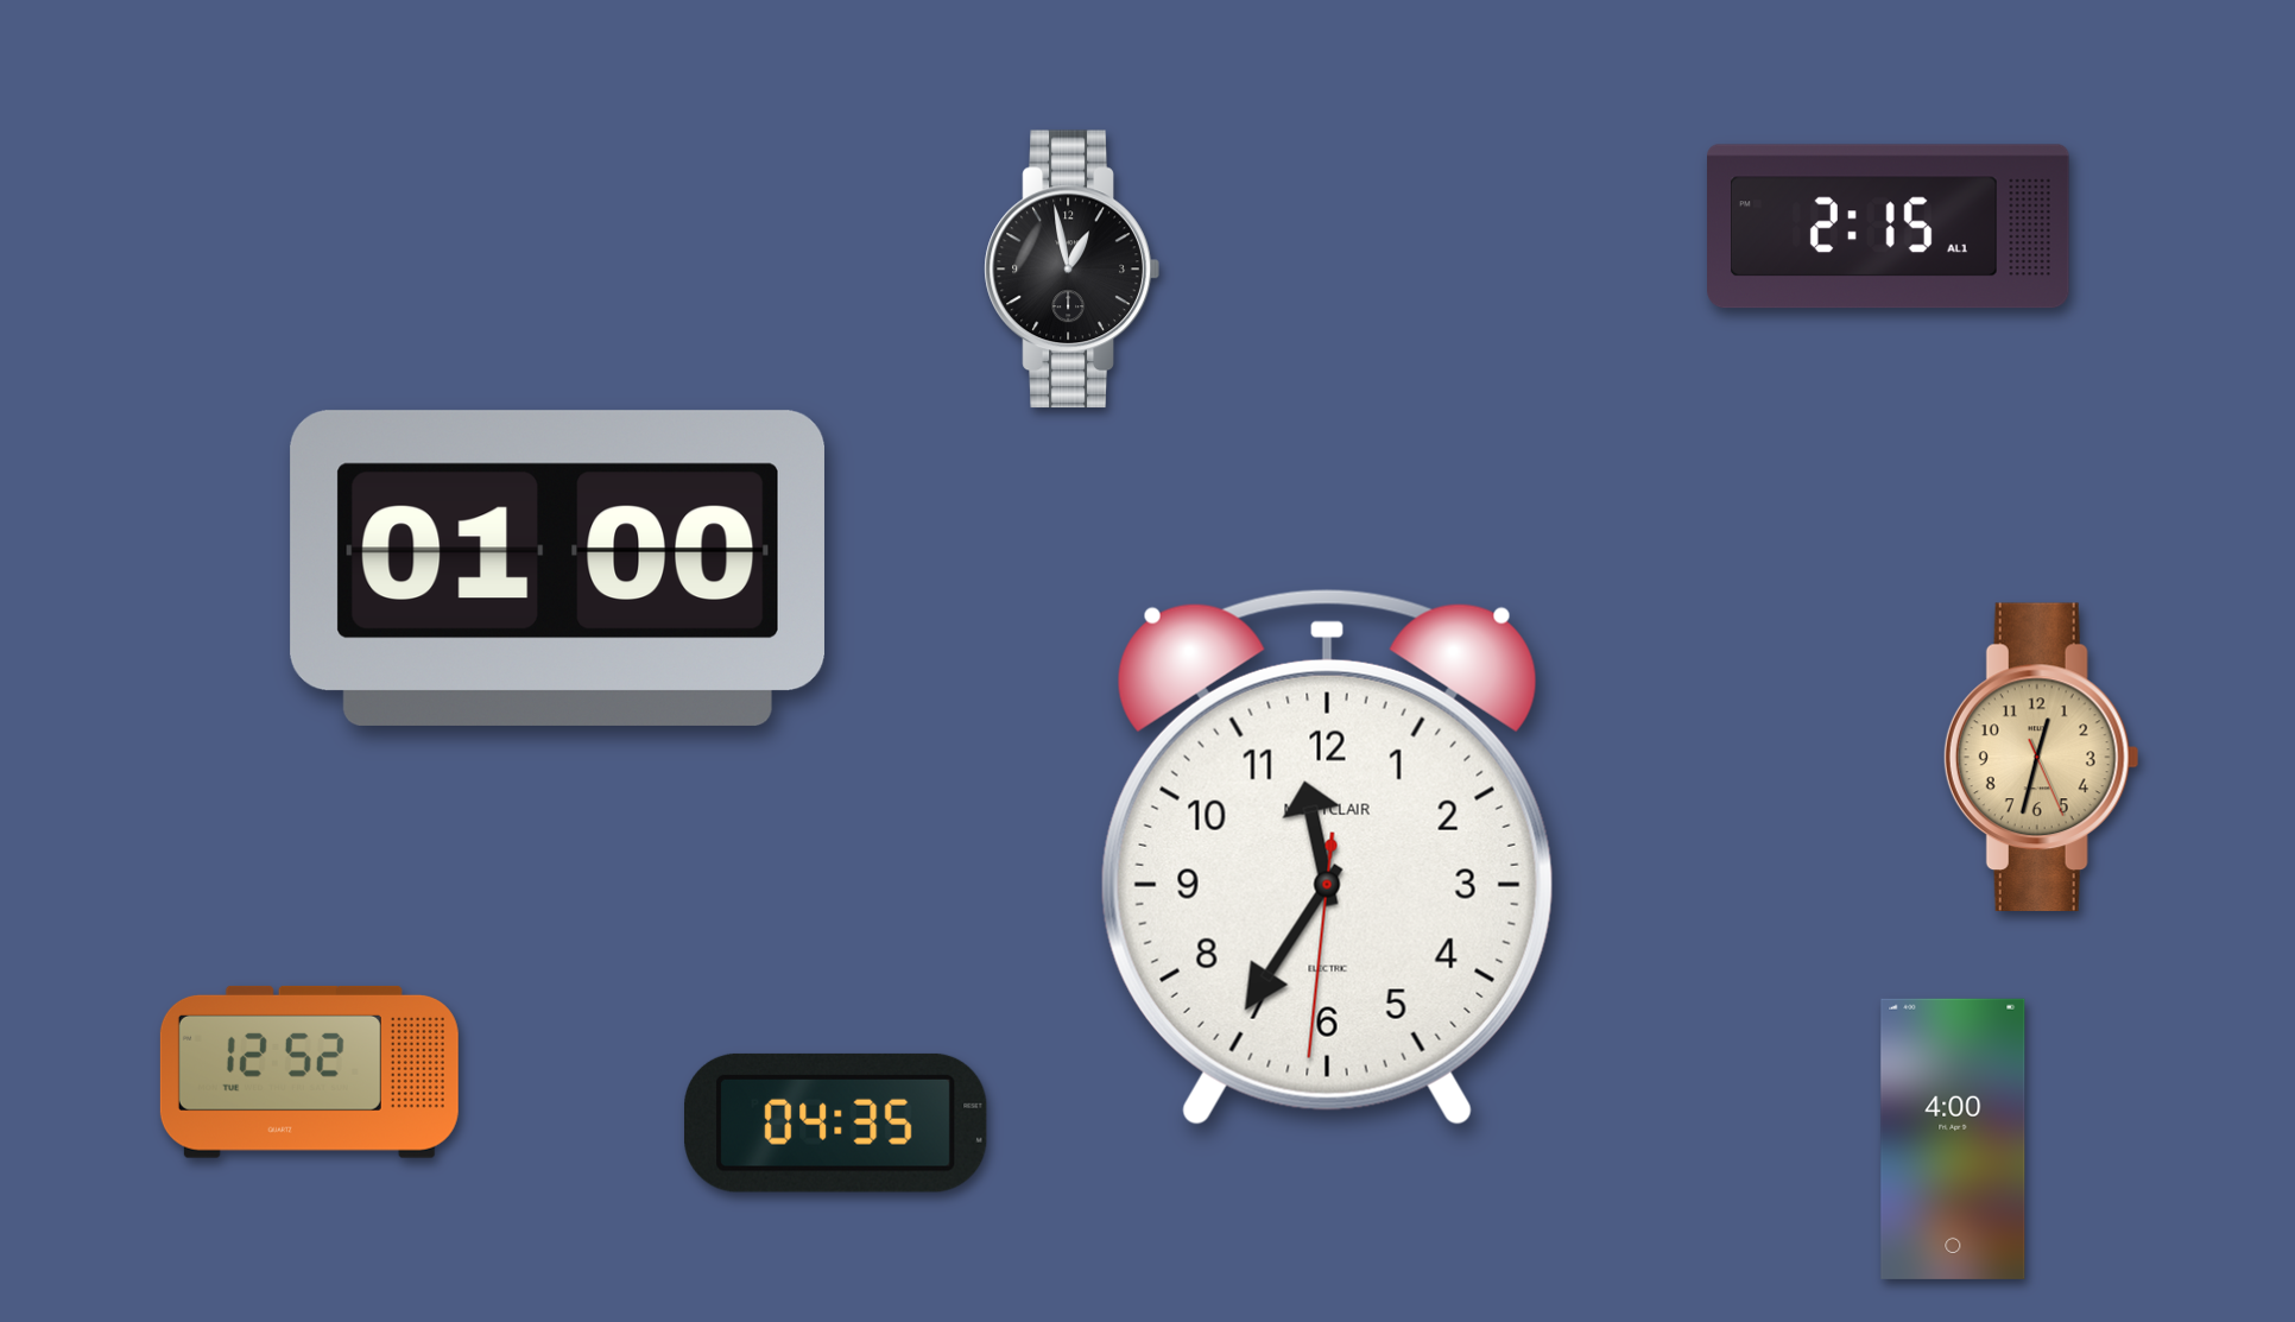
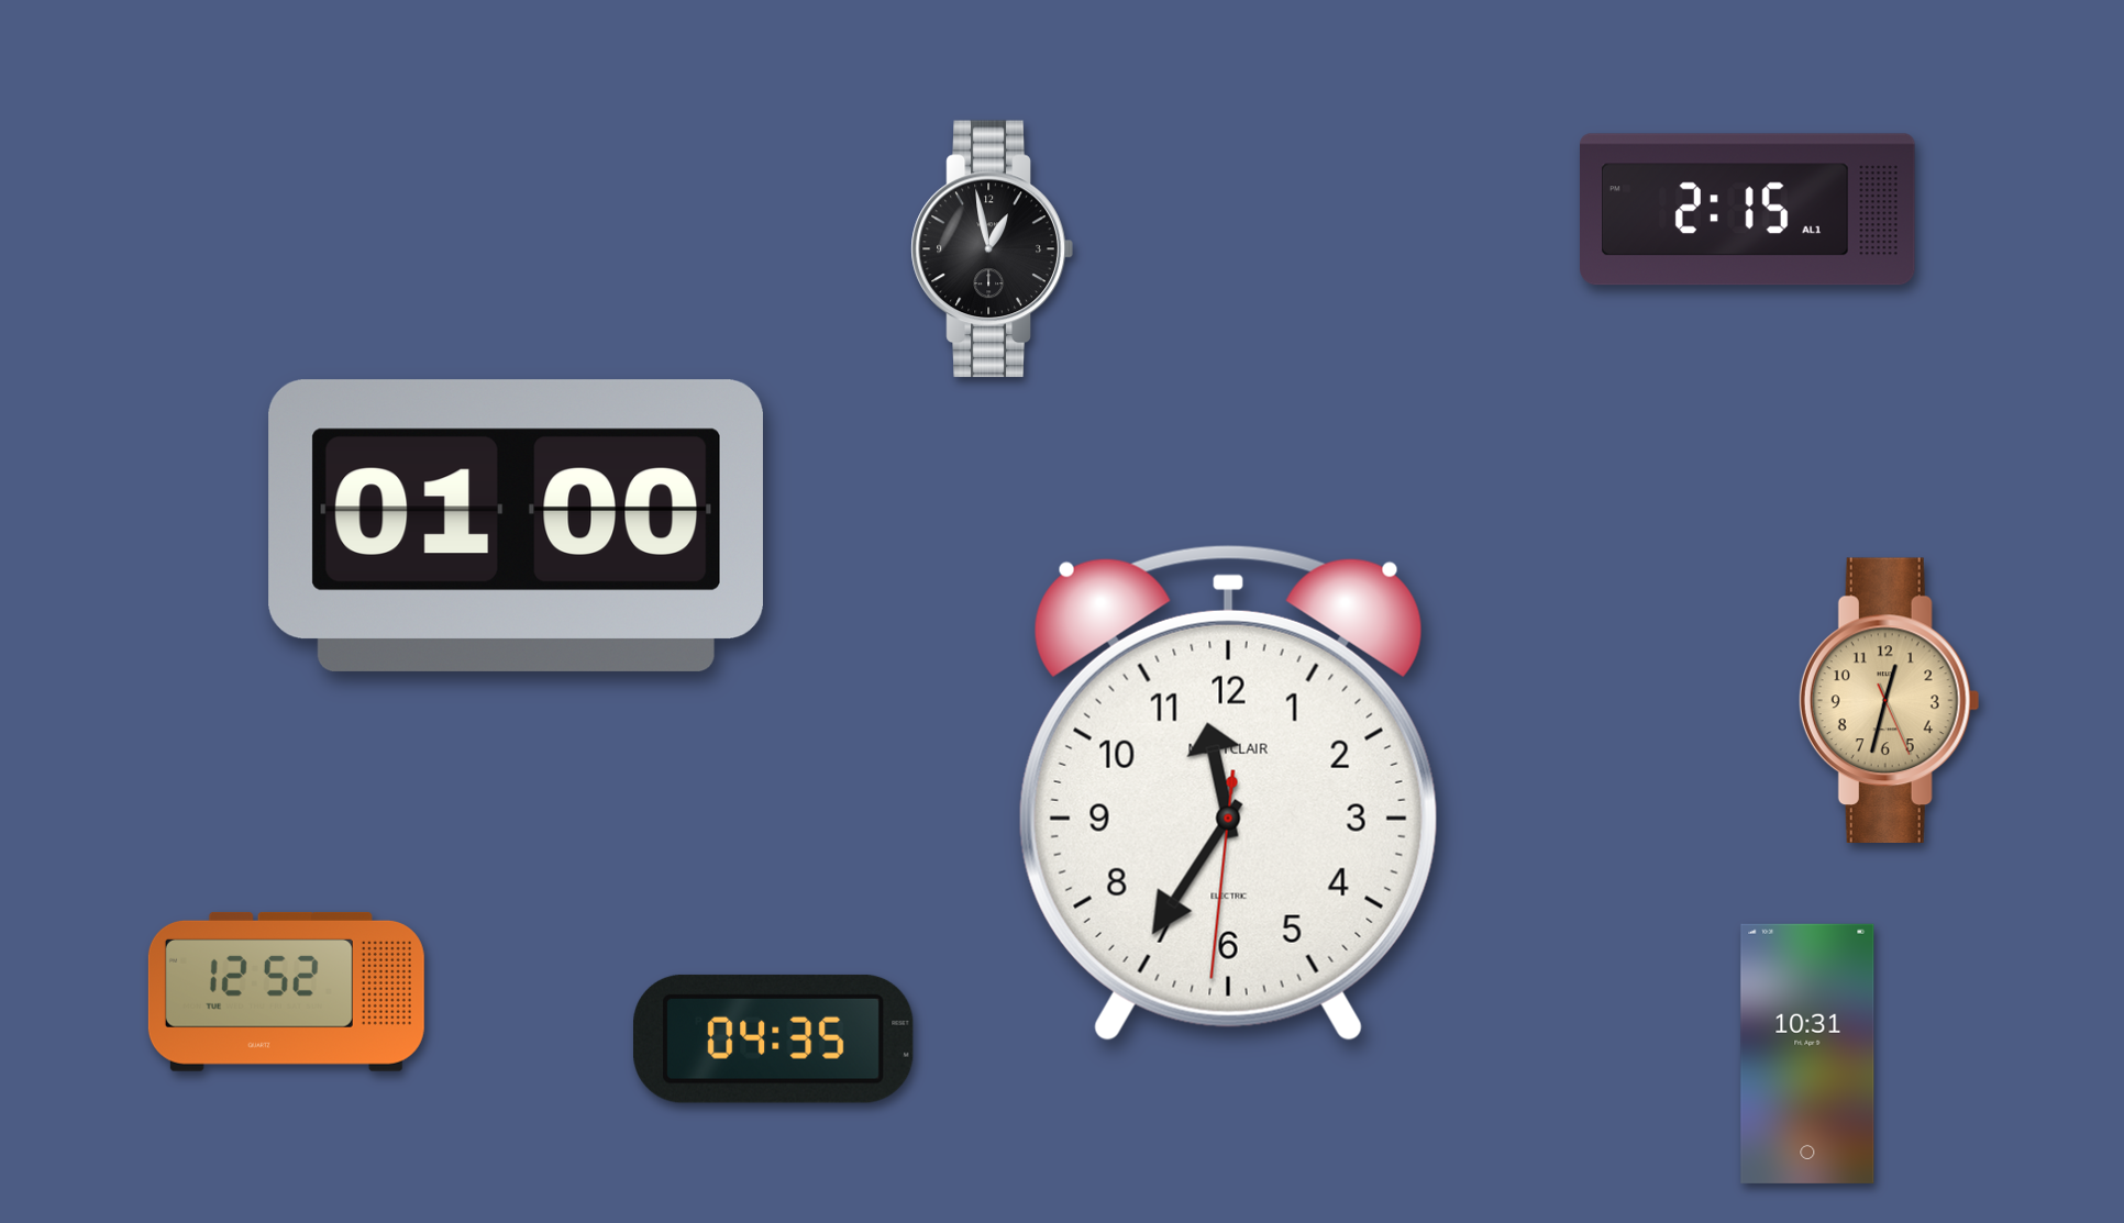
clock at (1953, 1139): 4:00 -> 10:31
